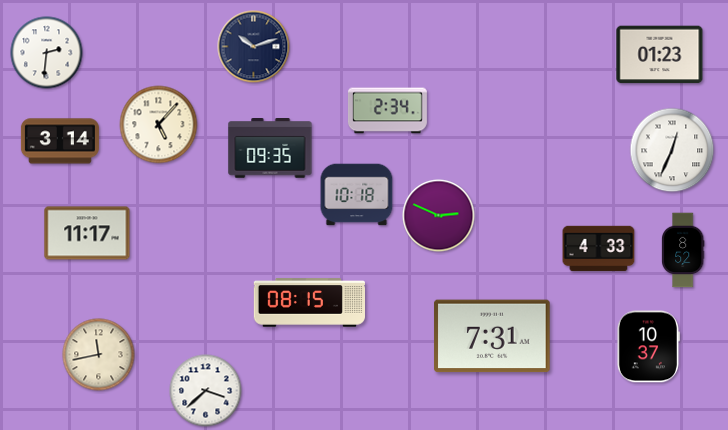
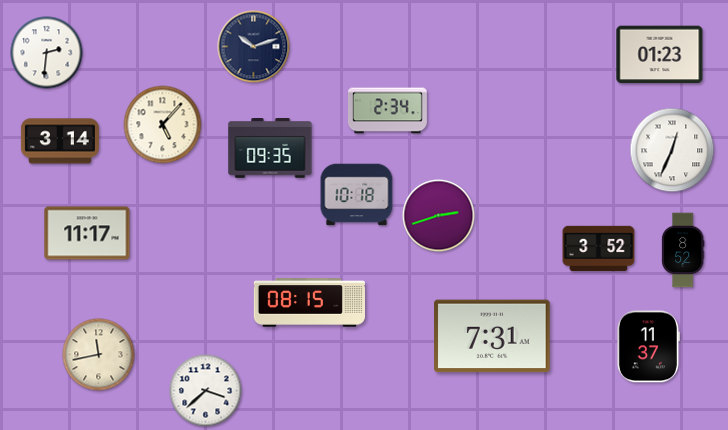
clock at (159, 125) position: (159, 125) -> (163, 125)
clock at (439, 216): 2:49 -> 2:42
clock at (599, 249): 4:33 -> 3:52
clock at (648, 347): 10:37 -> 11:37
